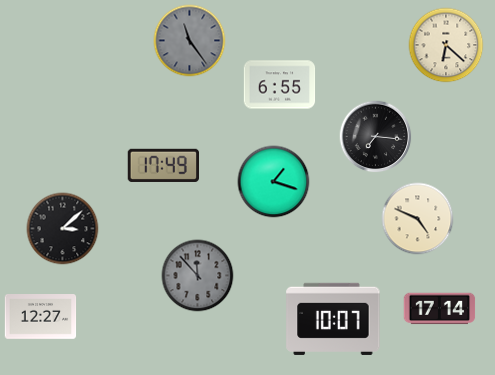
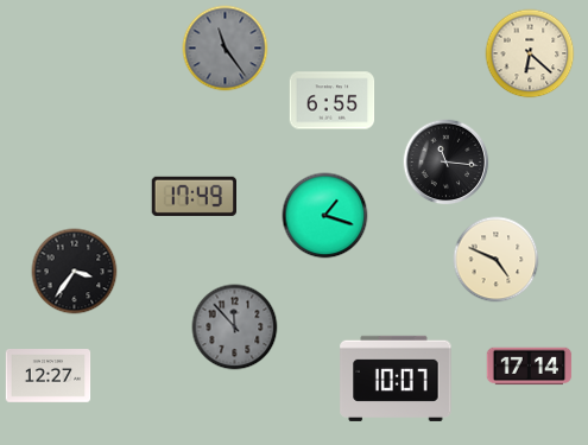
clock at (376, 137): 7:16 -> 11:16
clock at (63, 229): 3:08 -> 3:36
clock at (440, 309) position: (440, 309) -> (530, 367)
